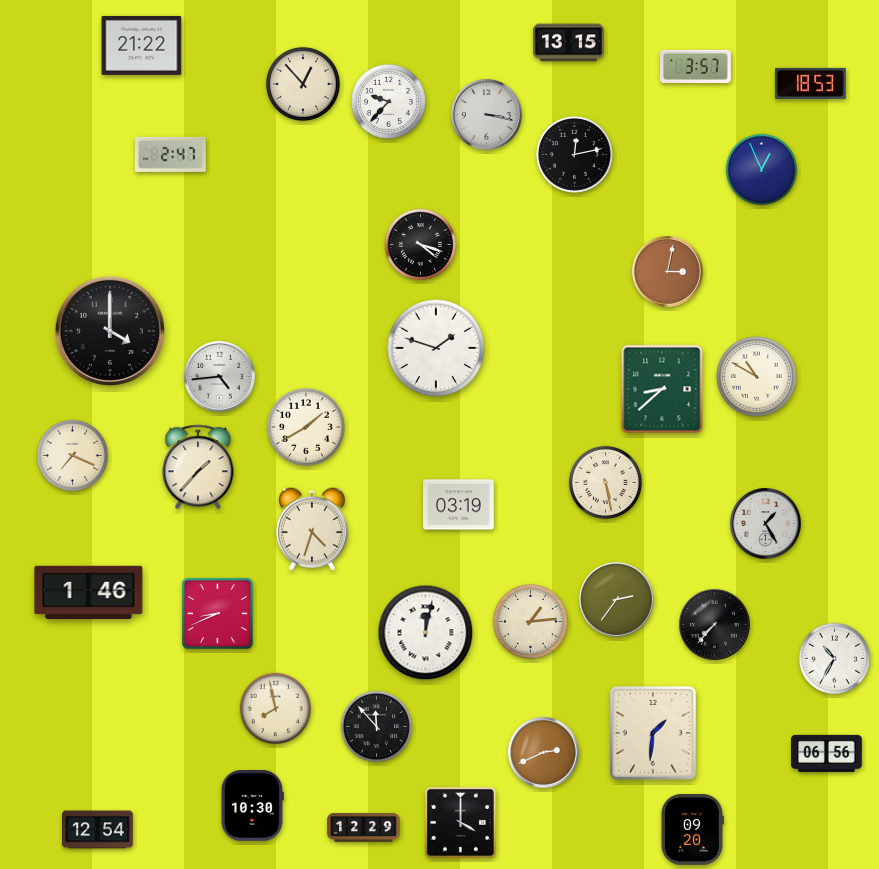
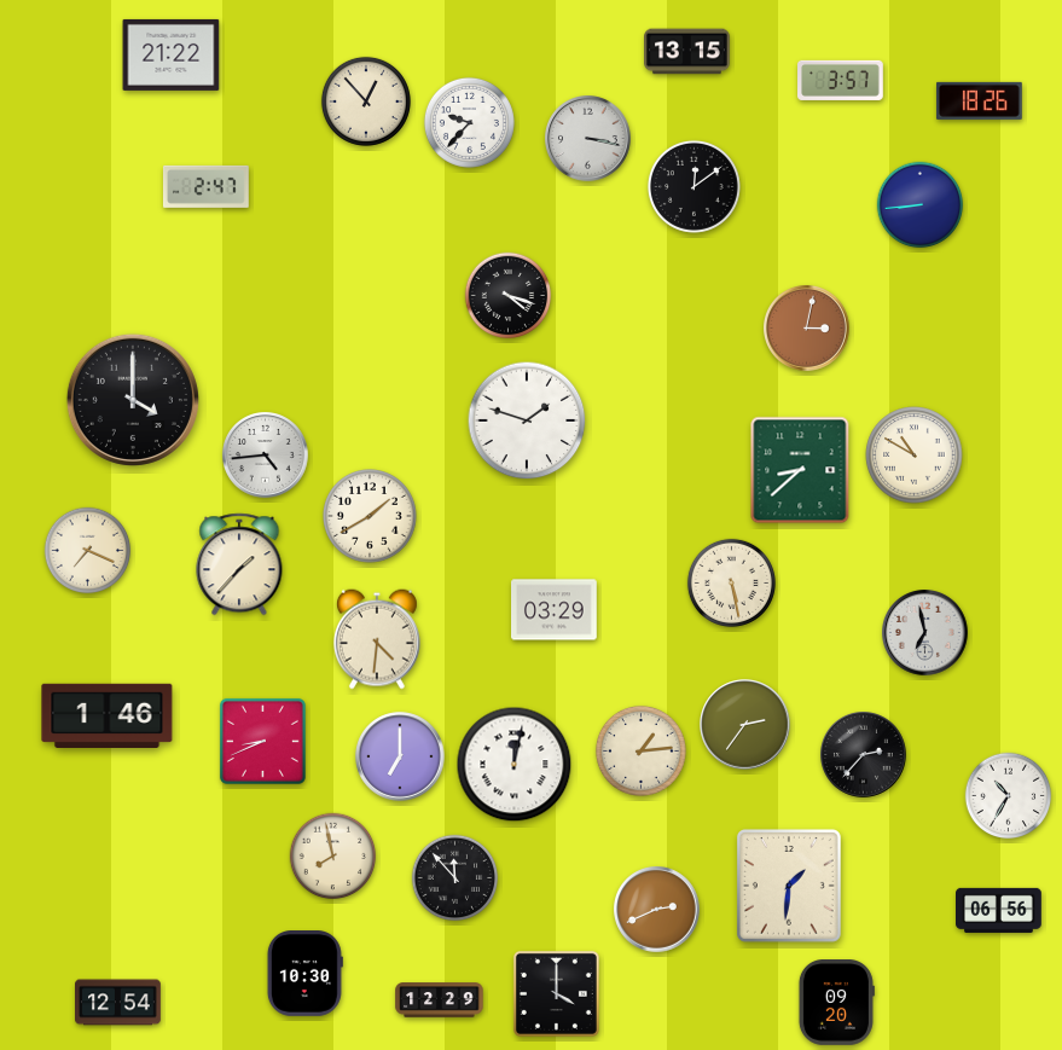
clock at (810, 83): 18:53 -> 18:26
clock at (575, 155): 12:13 -> 12:09
clock at (762, 170): 12:56 -> 8:44
clock at (459, 505): 03:19 -> 03:29
clock at (766, 524): 1:25 -> 6:58
clock at (312, 529): 4:33 -> 4:31
clock at (715, 625): 7:37 -> 2:37
clock at (400, 756): none -> 7:00
